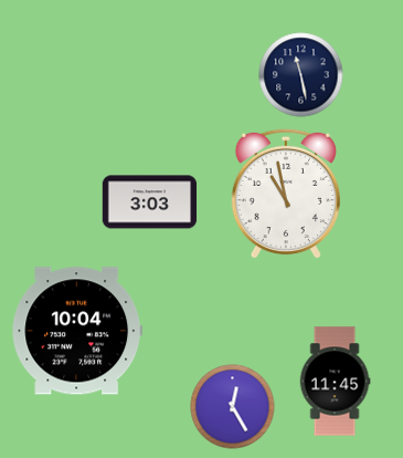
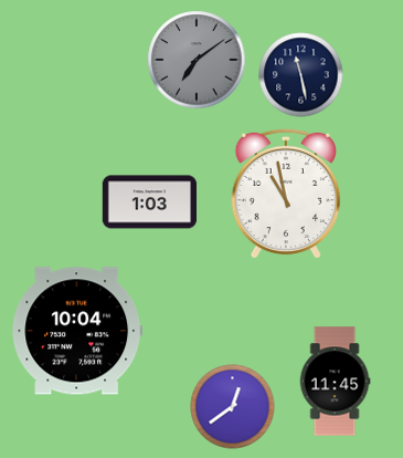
clock at (197, 60): none -> 7:09
clock at (150, 202): 3:03 -> 1:03
clock at (233, 407): 12:25 -> 12:39
